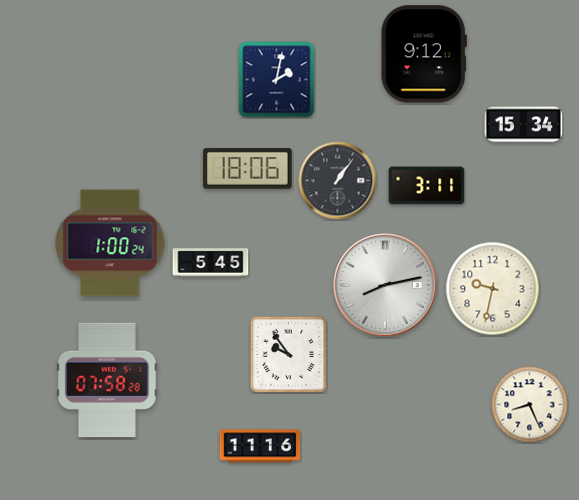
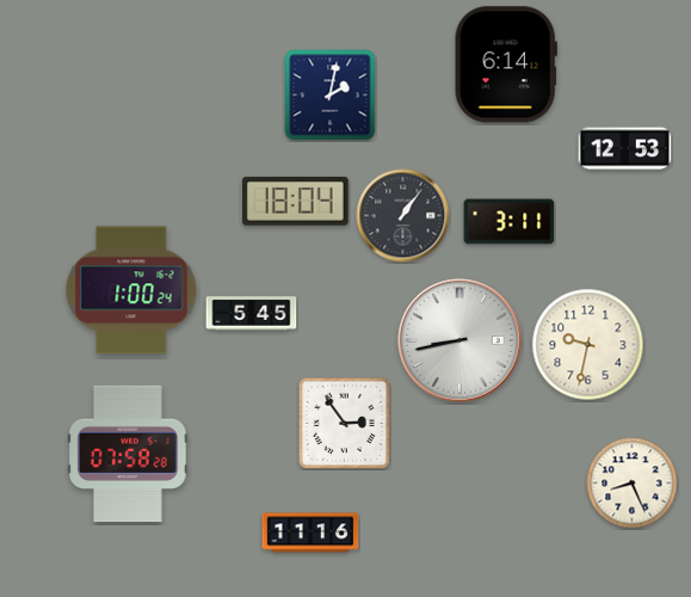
clock at (424, 54): 9:12 -> 6:14
clock at (524, 125): 15:34 -> 12:53
clock at (247, 169): 18:06 -> 18:04
clock at (385, 285): 8:13 -> 8:43
clock at (288, 354): 9:54 -> 2:54
